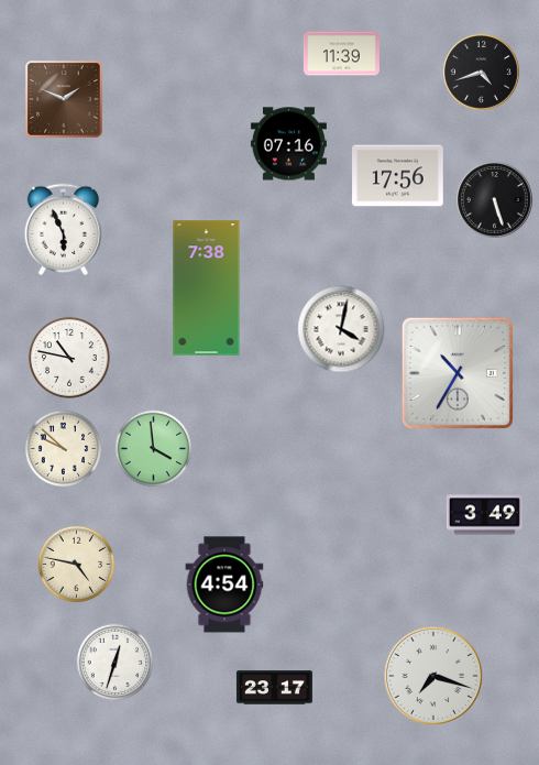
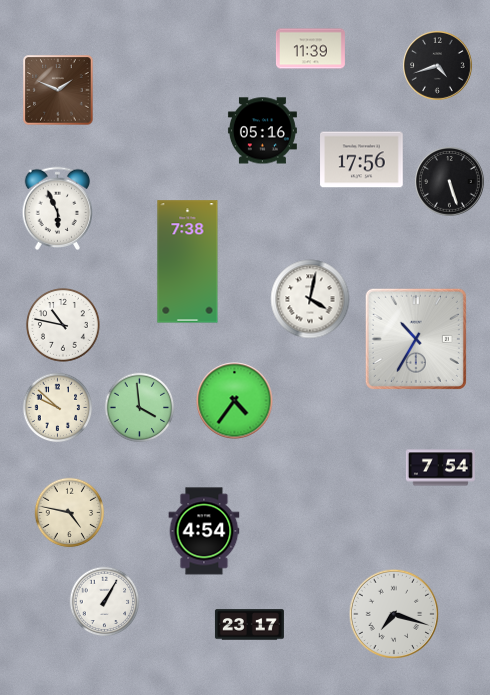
clock at (288, 144): 07:16 -> 05:16
clock at (235, 401): none -> 4:36
clock at (484, 515): 3:49 -> 7:54
clock at (116, 663): 12:33 -> 1:05
